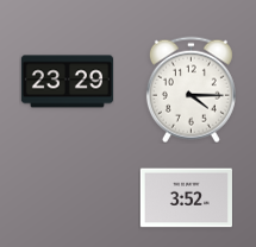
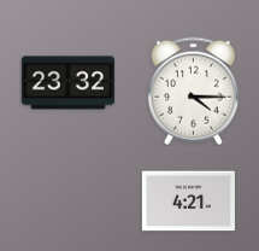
clock at (67, 82): 23:29 -> 23:32
clock at (186, 198): 3:52 -> 4:21
